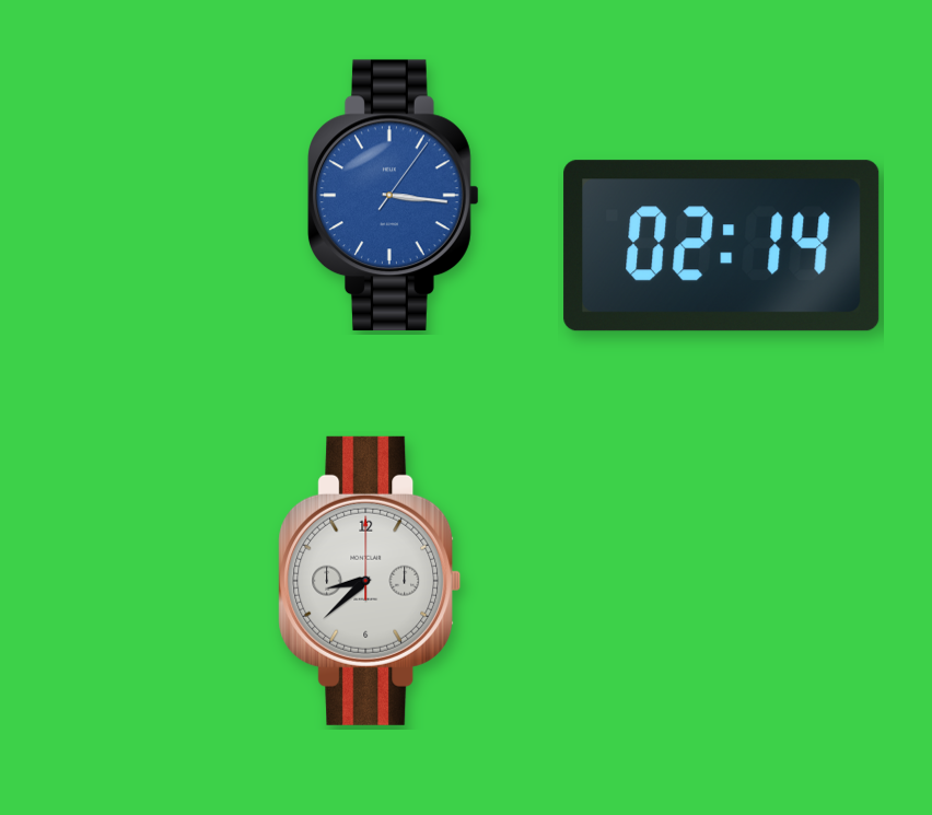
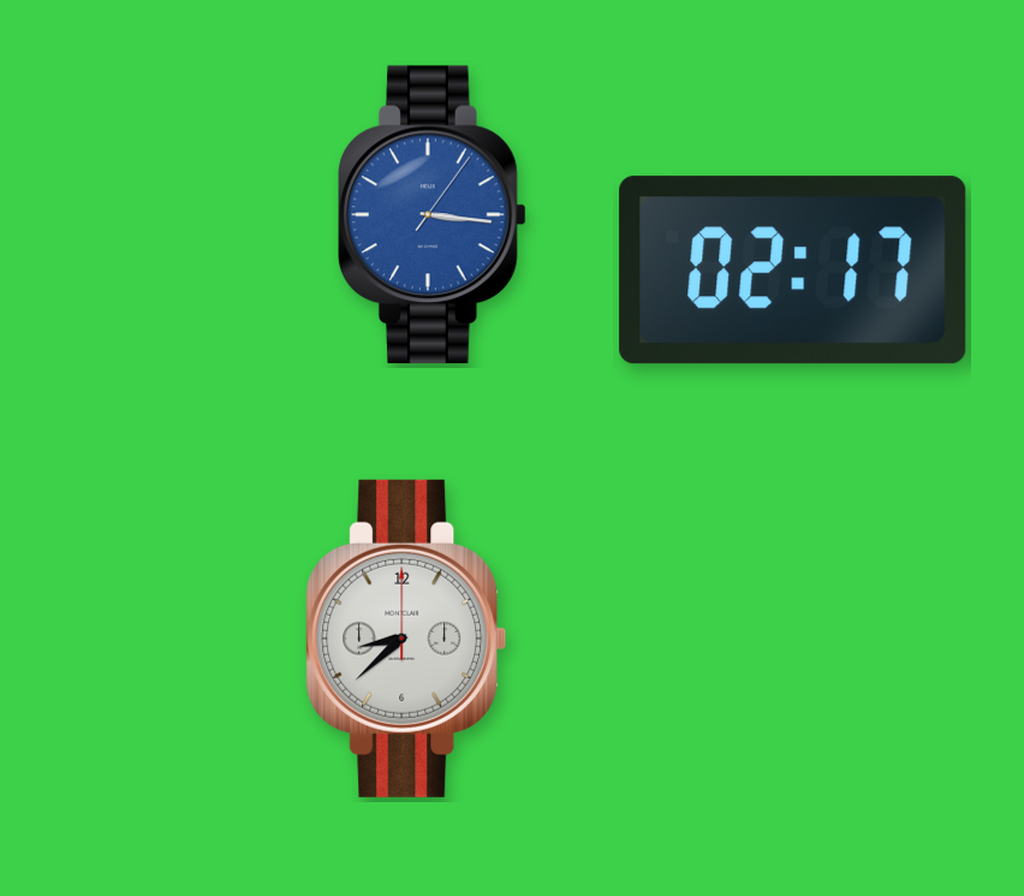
clock at (722, 246): 02:14 -> 02:17
